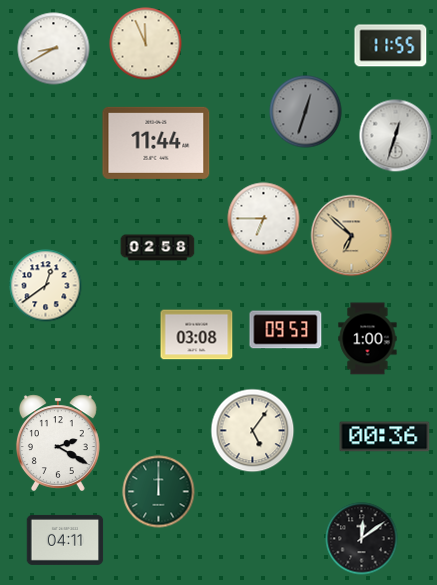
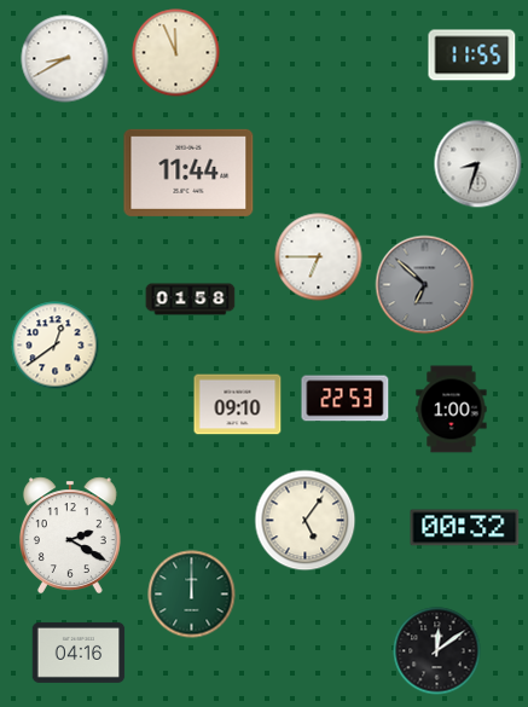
clock at (306, 112): 12:33 -> none
clock at (396, 136): 12:33 -> 8:33
clock at (264, 219) position: (264, 219) -> (319, 257)
clock at (352, 236) dial: champagne -> grey
clock at (158, 248): 02:58 -> 01:58
clock at (286, 330): 09:53 -> 22:53
clock at (197, 335): 03:08 -> 09:10
clock at (368, 339) position: (368, 339) -> (452, 410)
clock at (385, 437): 00:36 -> 00:32
clock at (65, 540): 04:11 -> 04:16
